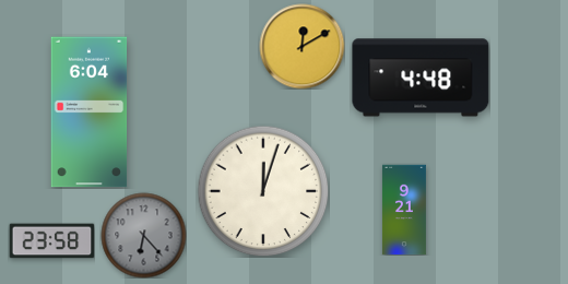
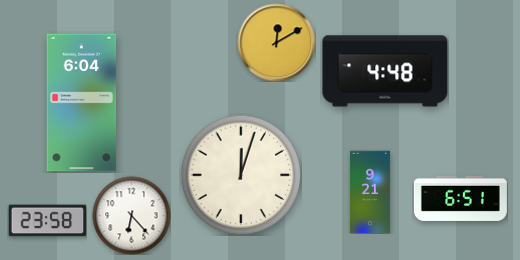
clock at (460, 198): none -> 6:51
clock at (143, 235) dial: grey -> white
